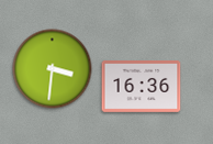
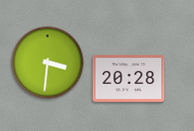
clock at (142, 86): 16:36 -> 20:28
